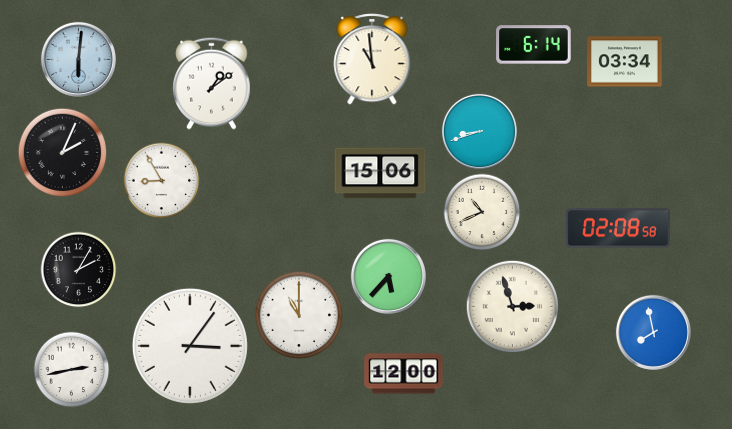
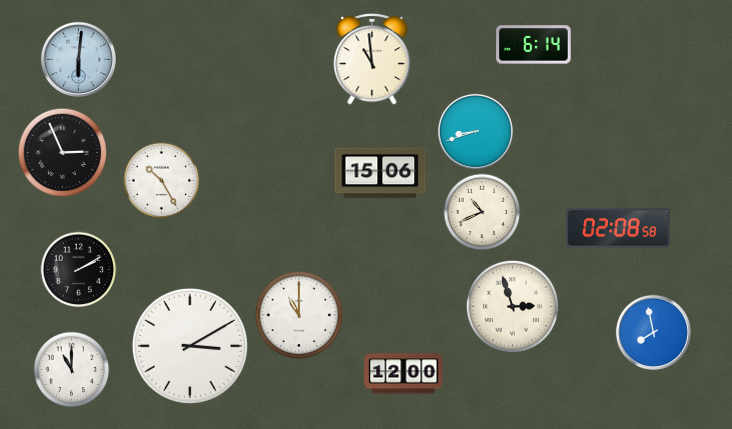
clock at (625, 62): 03:34 -> none
clock at (212, 83): 1:09 -> none
clock at (479, 131) position: (479, 131) -> (475, 131)
clock at (63, 153): 2:04 -> 2:56
clock at (162, 181): 8:55 -> 10:25
clock at (79, 270): 2:05 -> 2:10
clock at (388, 276): 5:37 -> none
clock at (190, 346): 3:06 -> 3:10
clock at (72, 370): 2:43 -> 11:00
